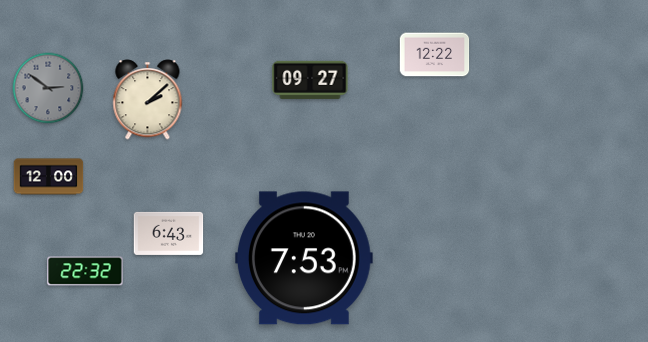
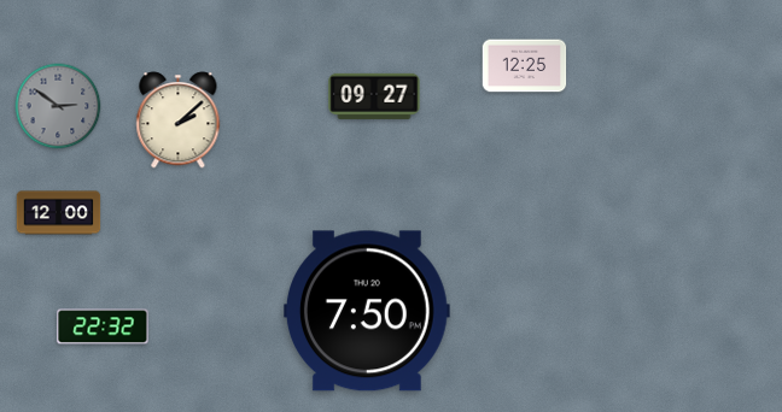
clock at (435, 55): 12:22 -> 12:25
clock at (169, 233): 6:43 -> none
clock at (305, 258): 7:53 -> 7:50
